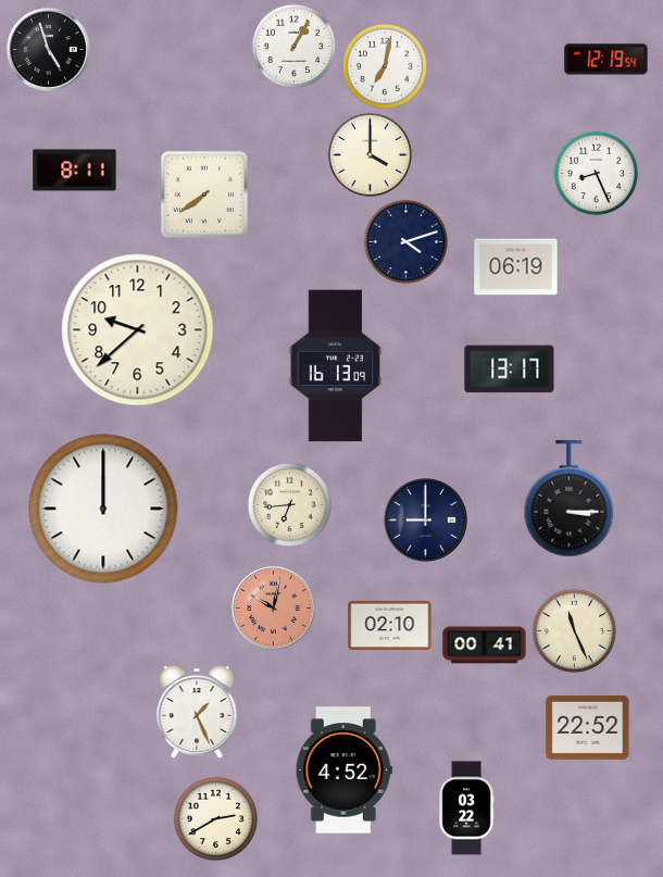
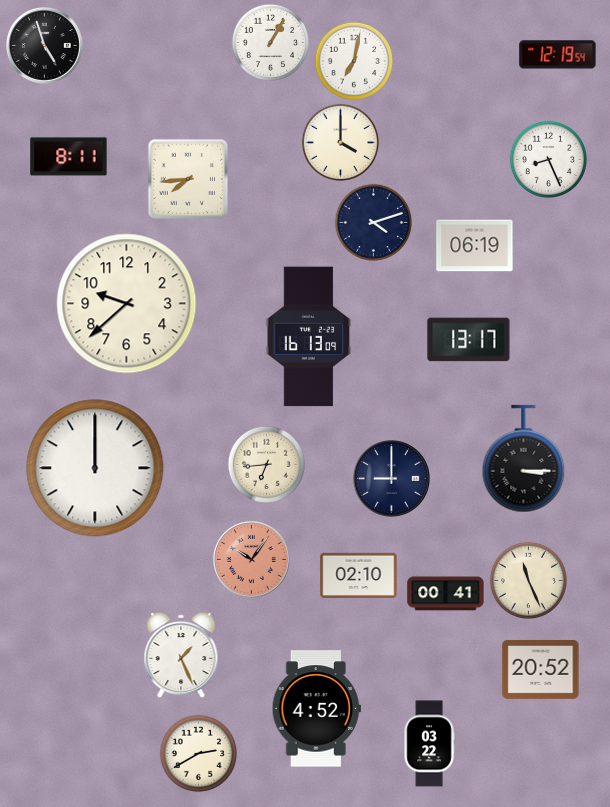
clock at (203, 193): 7:39 -> 7:44
clock at (273, 607): 10:02 -> 10:06
clock at (588, 727): 22:52 -> 20:52
